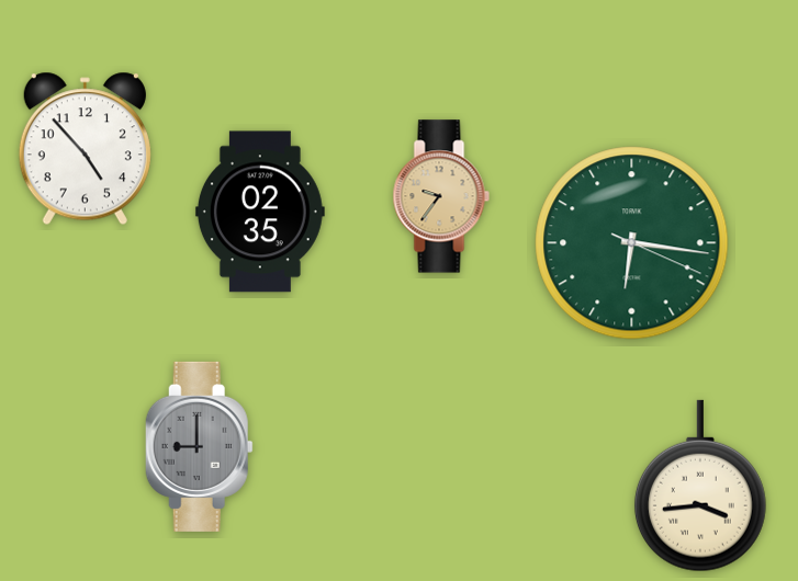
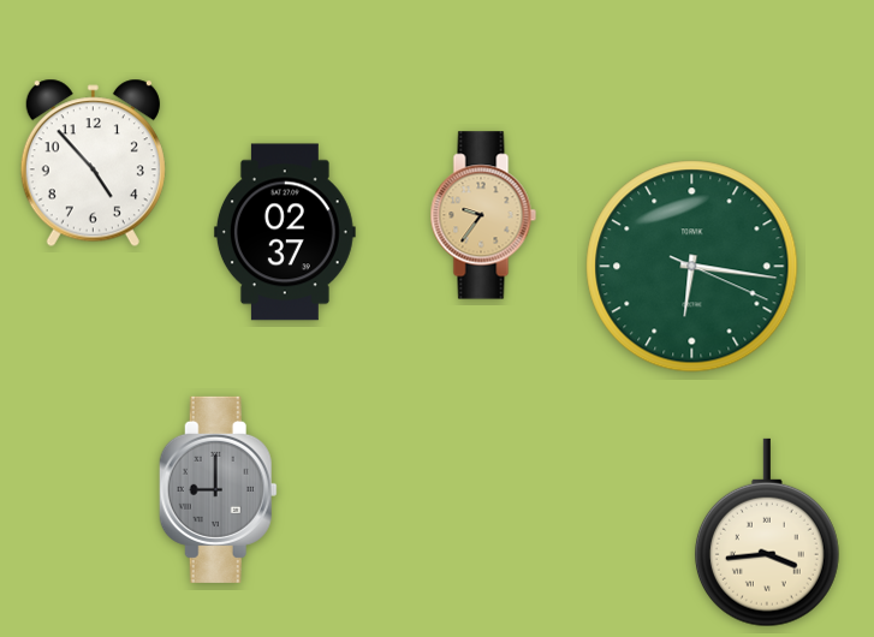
clock at (260, 212): 02:35 -> 02:37
